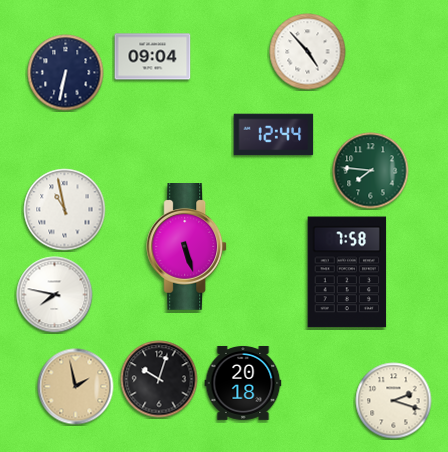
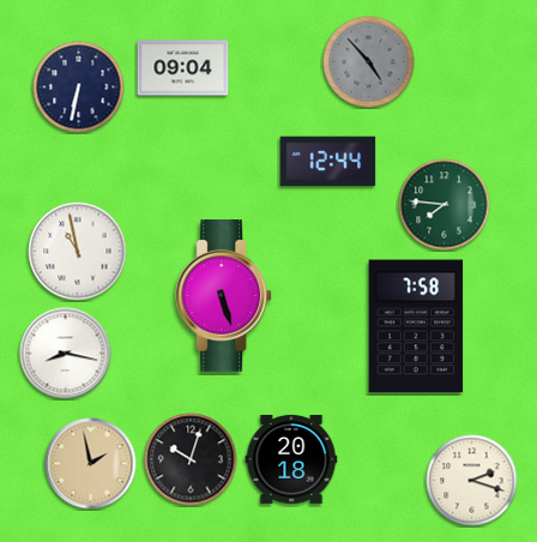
clock at (308, 52) dial: white -> grey
clock at (55, 295): 7:47 -> 8:17
clock at (159, 379) position: (159, 379) -> (191, 459)
